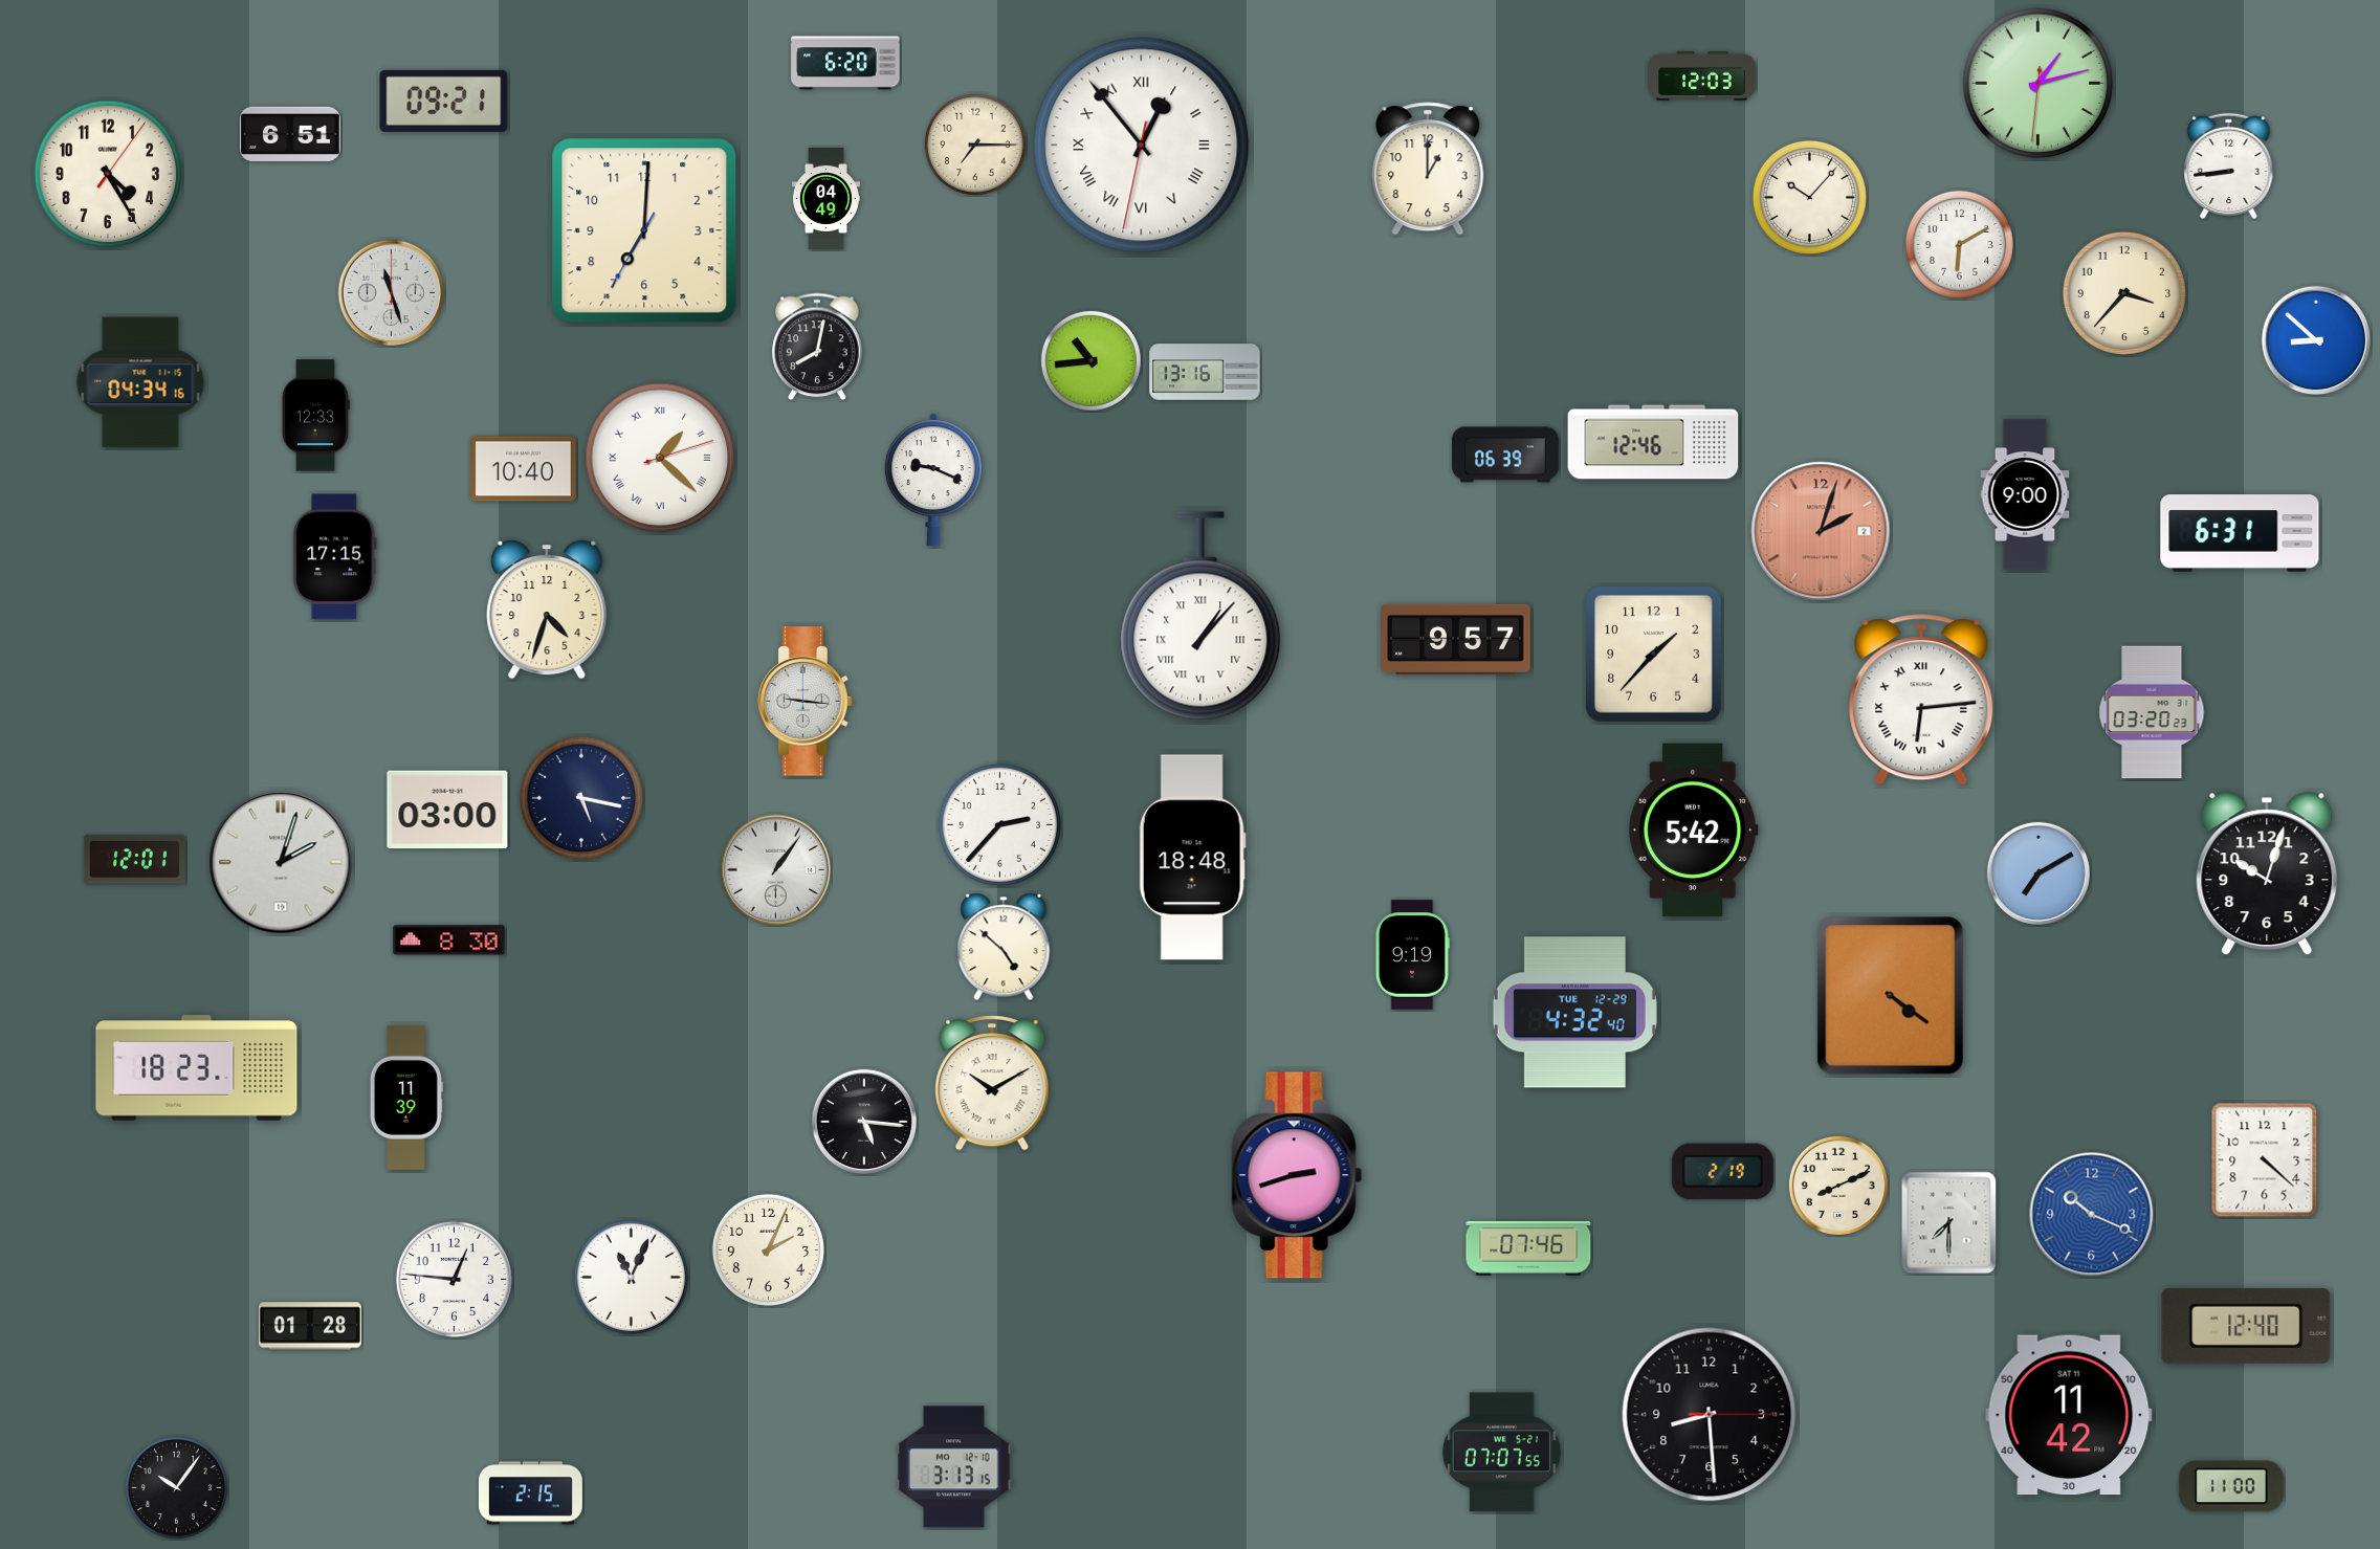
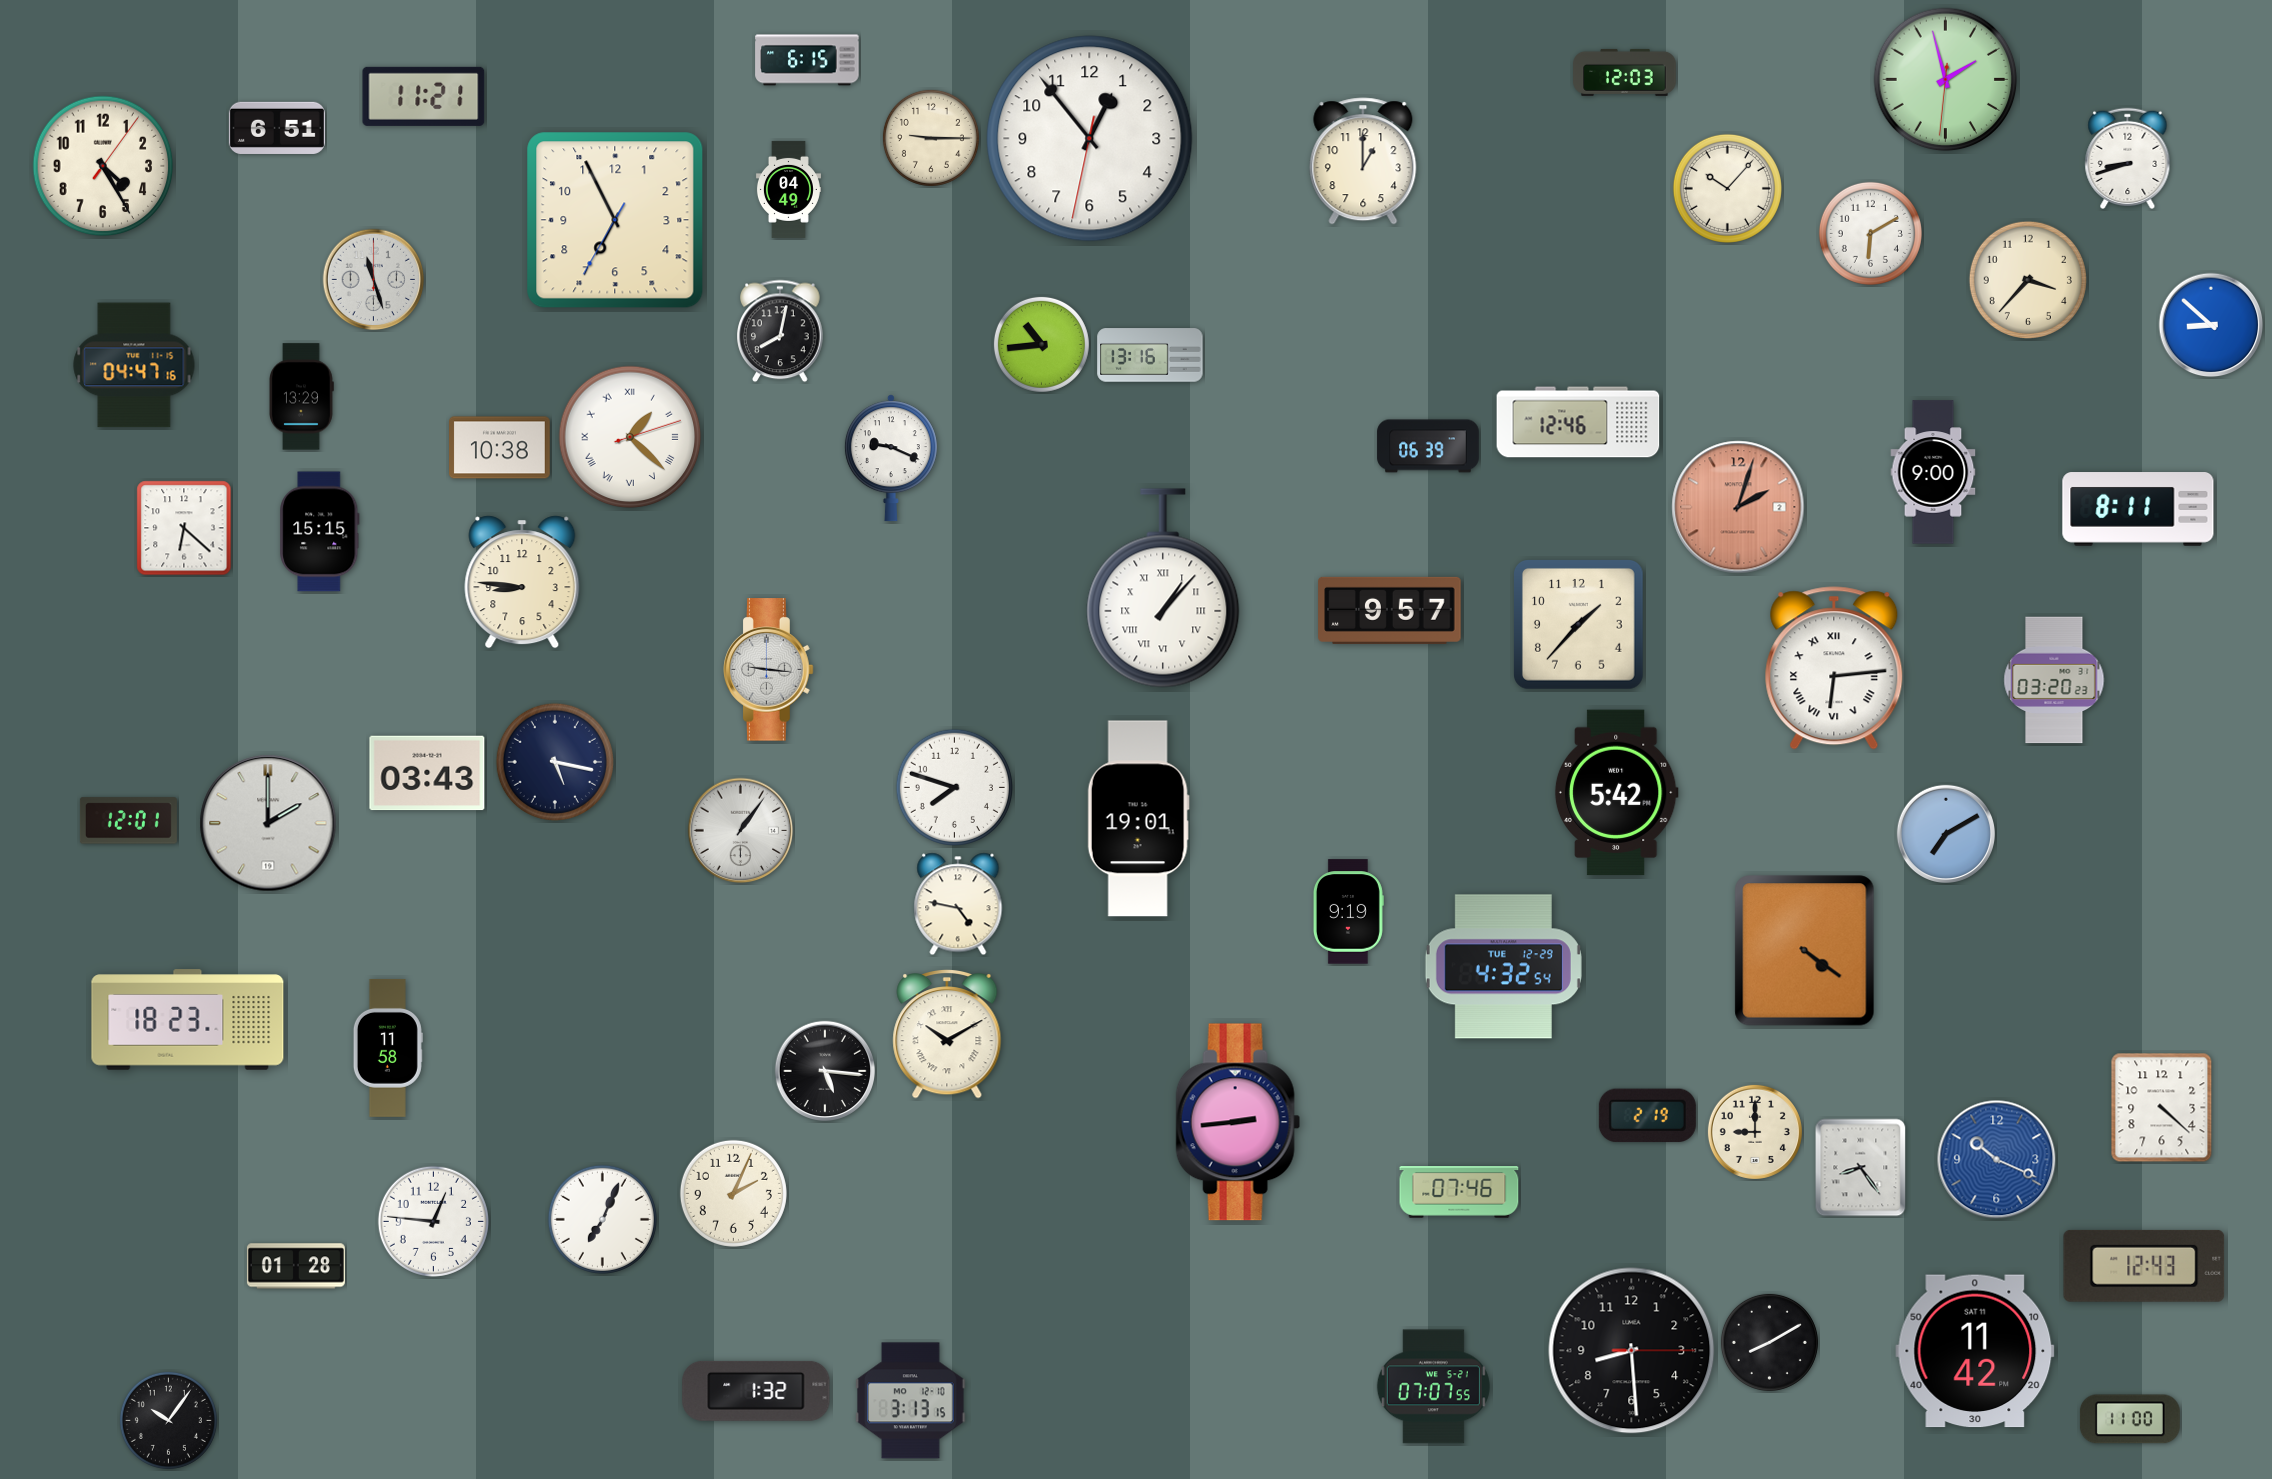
clock at (845, 63): 6:20 -> 6:15
clock at (2039, 84): 1:12 -> 1:57
clock at (444, 101): 09:21 -> 11:21
clock at (975, 145): 7:15 -> 9:15
clock at (1142, 146) numerals: Roman -> Arabic
clock at (2229, 165): 8:44 -> 8:42
clock at (644, 230): 7:00 -> 6:55
clock at (140, 382): 04:34 -> 04:47
clock at (316, 416): 12:33 -> 13:29
clock at (1505, 455) position: (1505, 455) -> (1428, 446)
clock at (524, 469): 10:40 -> 10:38
clock at (2240, 533): 6:31 -> 8:11
clock at (184, 528): none -> 6:22
clock at (335, 557): 17:15 -> 15:15
clock at (547, 610): 4:33 -> 8:46
clock at (1200, 616) position: (1200, 616) -> (1163, 588)
clock at (447, 810): 03:00 -> 03:43
clock at (999, 824): 2:37 -> 7:48
clock at (1192, 858): 18:48 -> 19:01
clock at (281, 862): 2:03 -> 2:00
clock at (2267, 875): 10:03 -> none
clock at (449, 941): 8:30 -> none
clock at (1004, 947): 4:52 -> 4:47
clock at (1574, 1013): 4:32:40 -> 4:32:54
clock at (406, 1098): 11:39 -> 11:58
clock at (1722, 1172) position: (1722, 1172) -> (1647, 1116)
clock at (1297, 1175): 2:42 -> 2:44
clock at (1838, 1186): 8:11 -> 9:00
clock at (1949, 1223): 7:30 -> 8:24
clock at (631, 1277): 11:04 -> 7:04
clock at (2246, 1326): 12:40 -> 12:43
clock at (1769, 1342): none -> 8:10
clock at (756, 1391): none -> 1:32
clock at (530, 1493): 2:15 -> none
